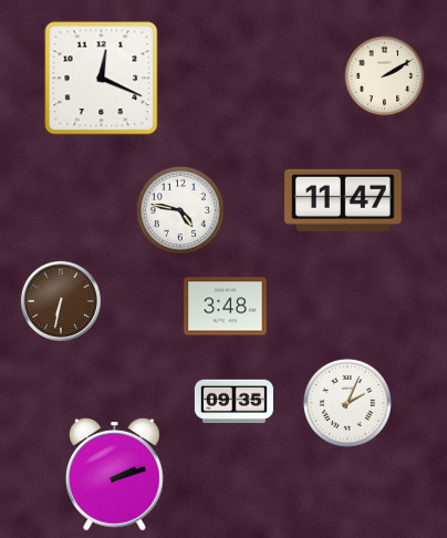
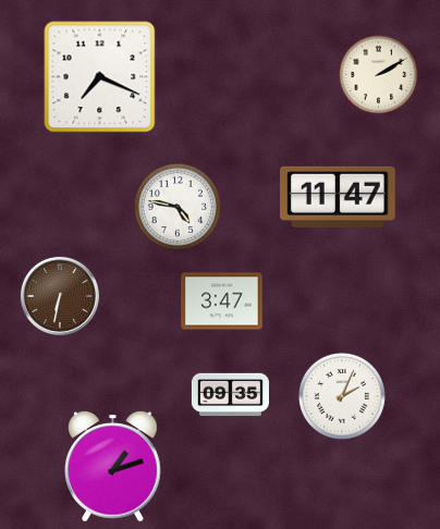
clock at (102, 79): 12:19 -> 7:19
clock at (226, 307): 3:48 -> 3:47
clock at (115, 475): 2:12 -> 1:12
